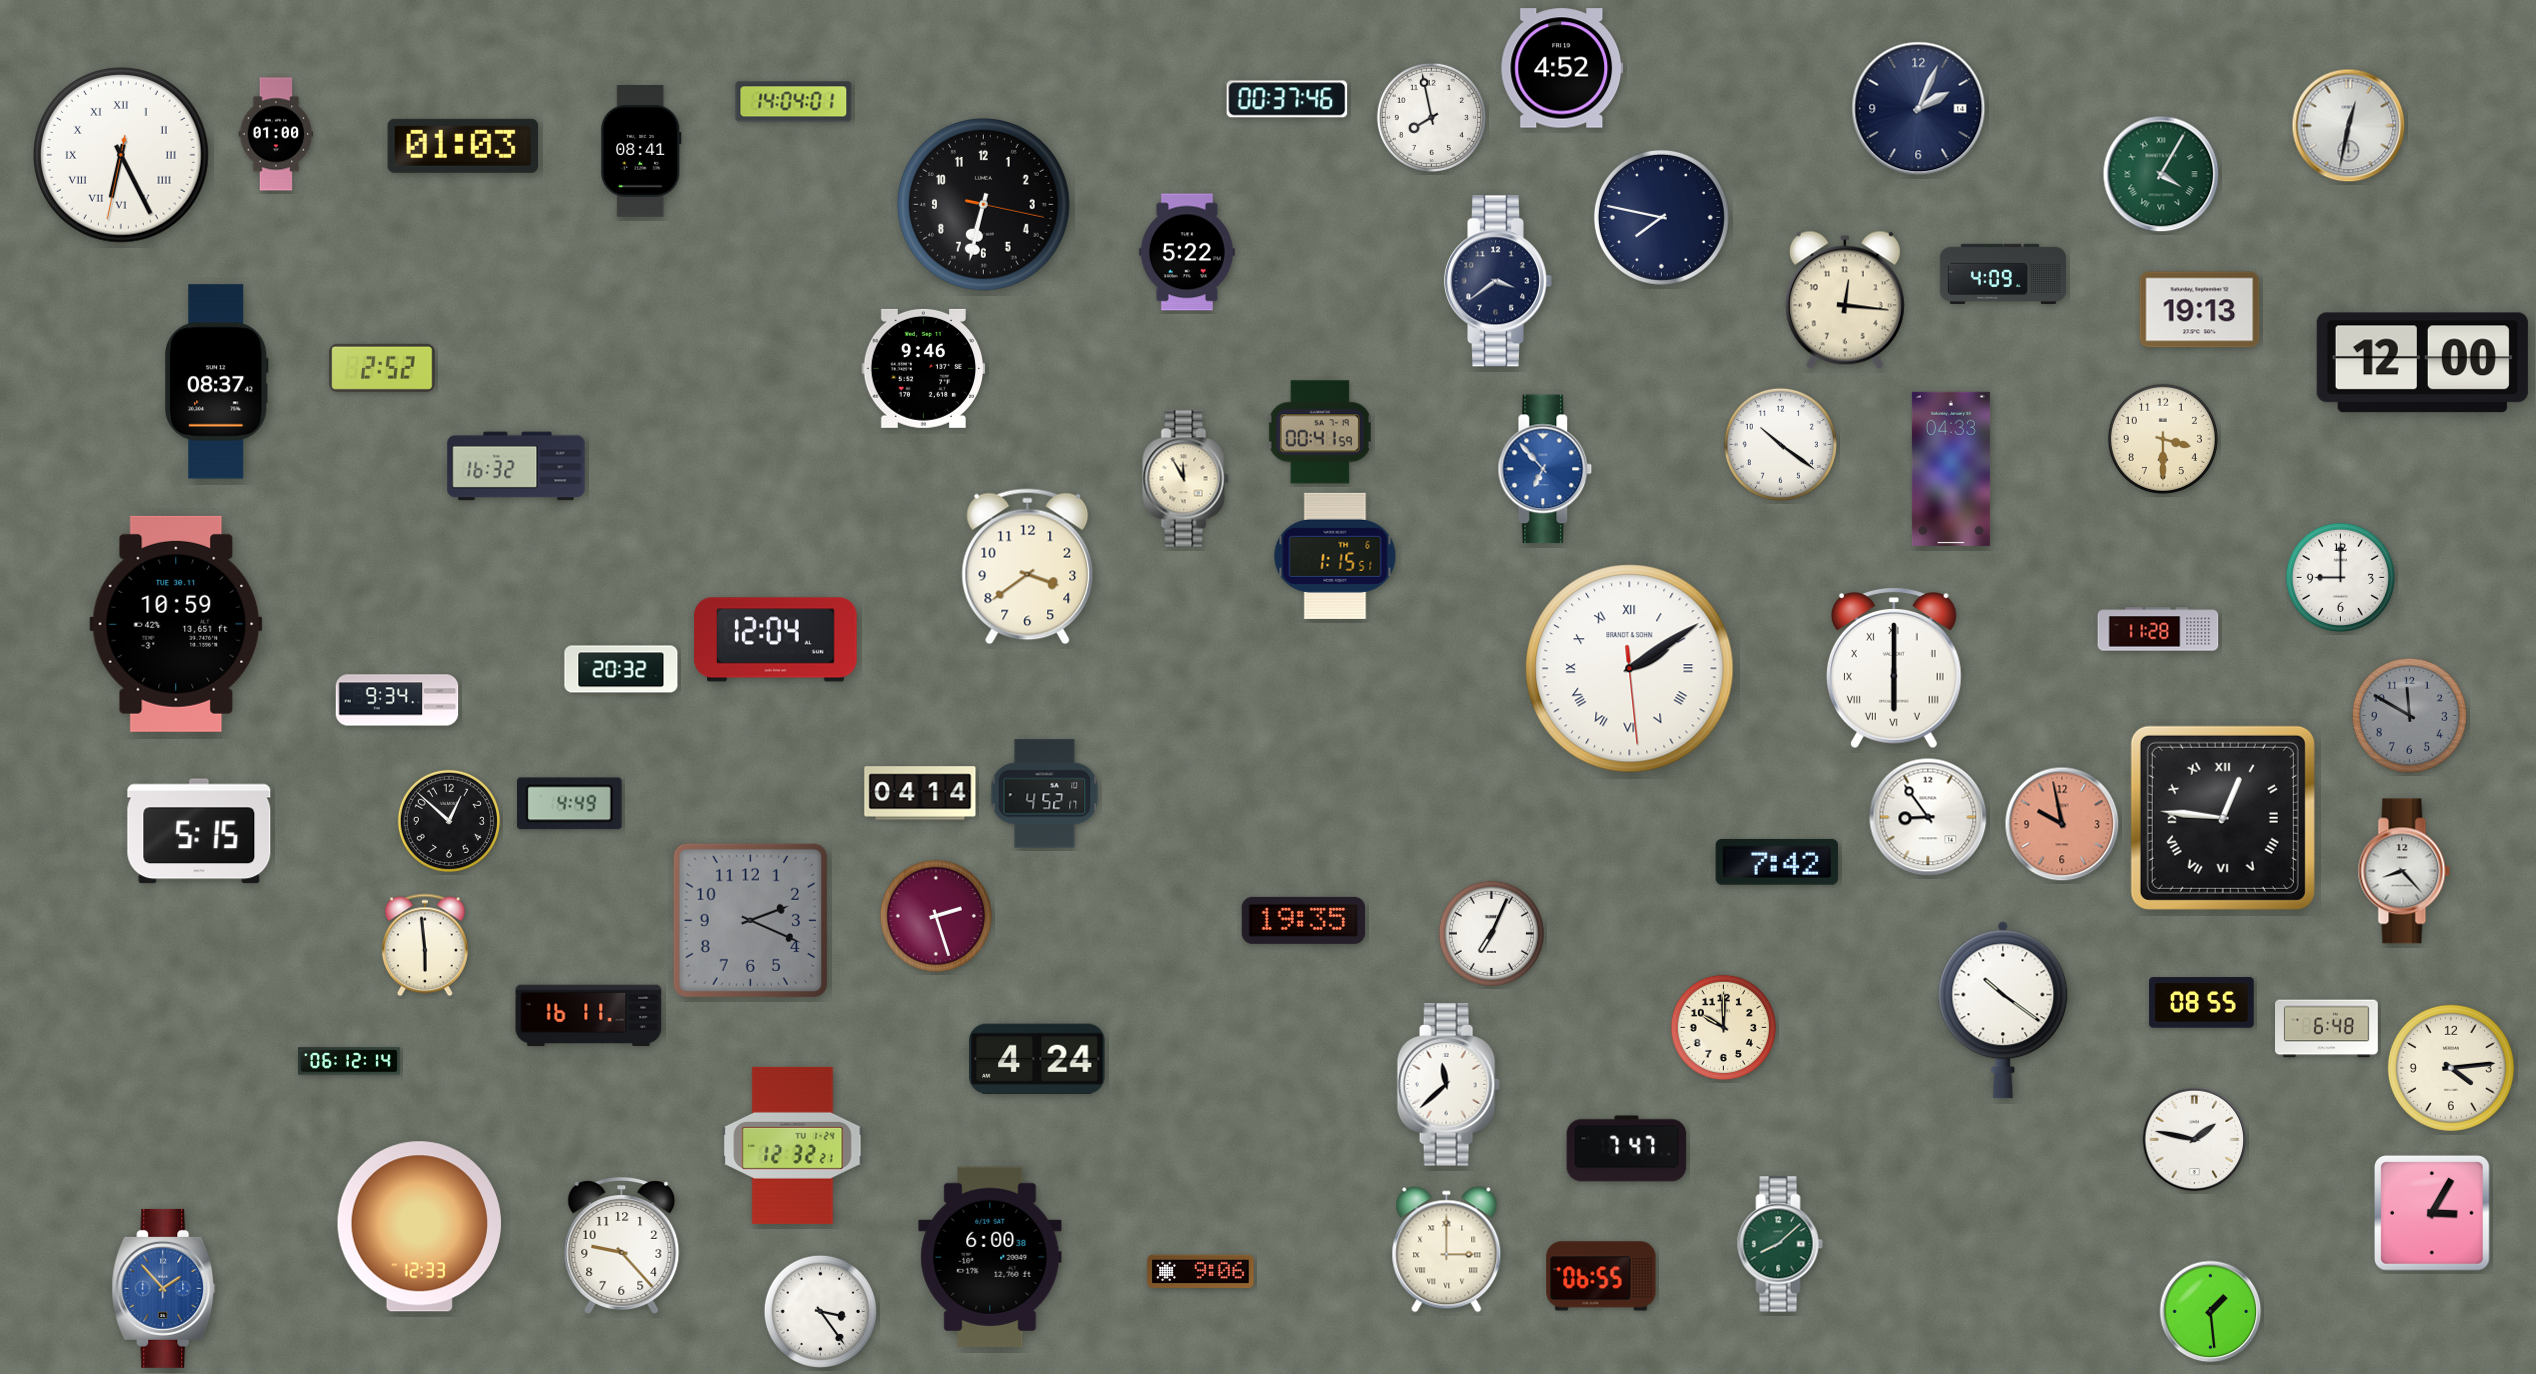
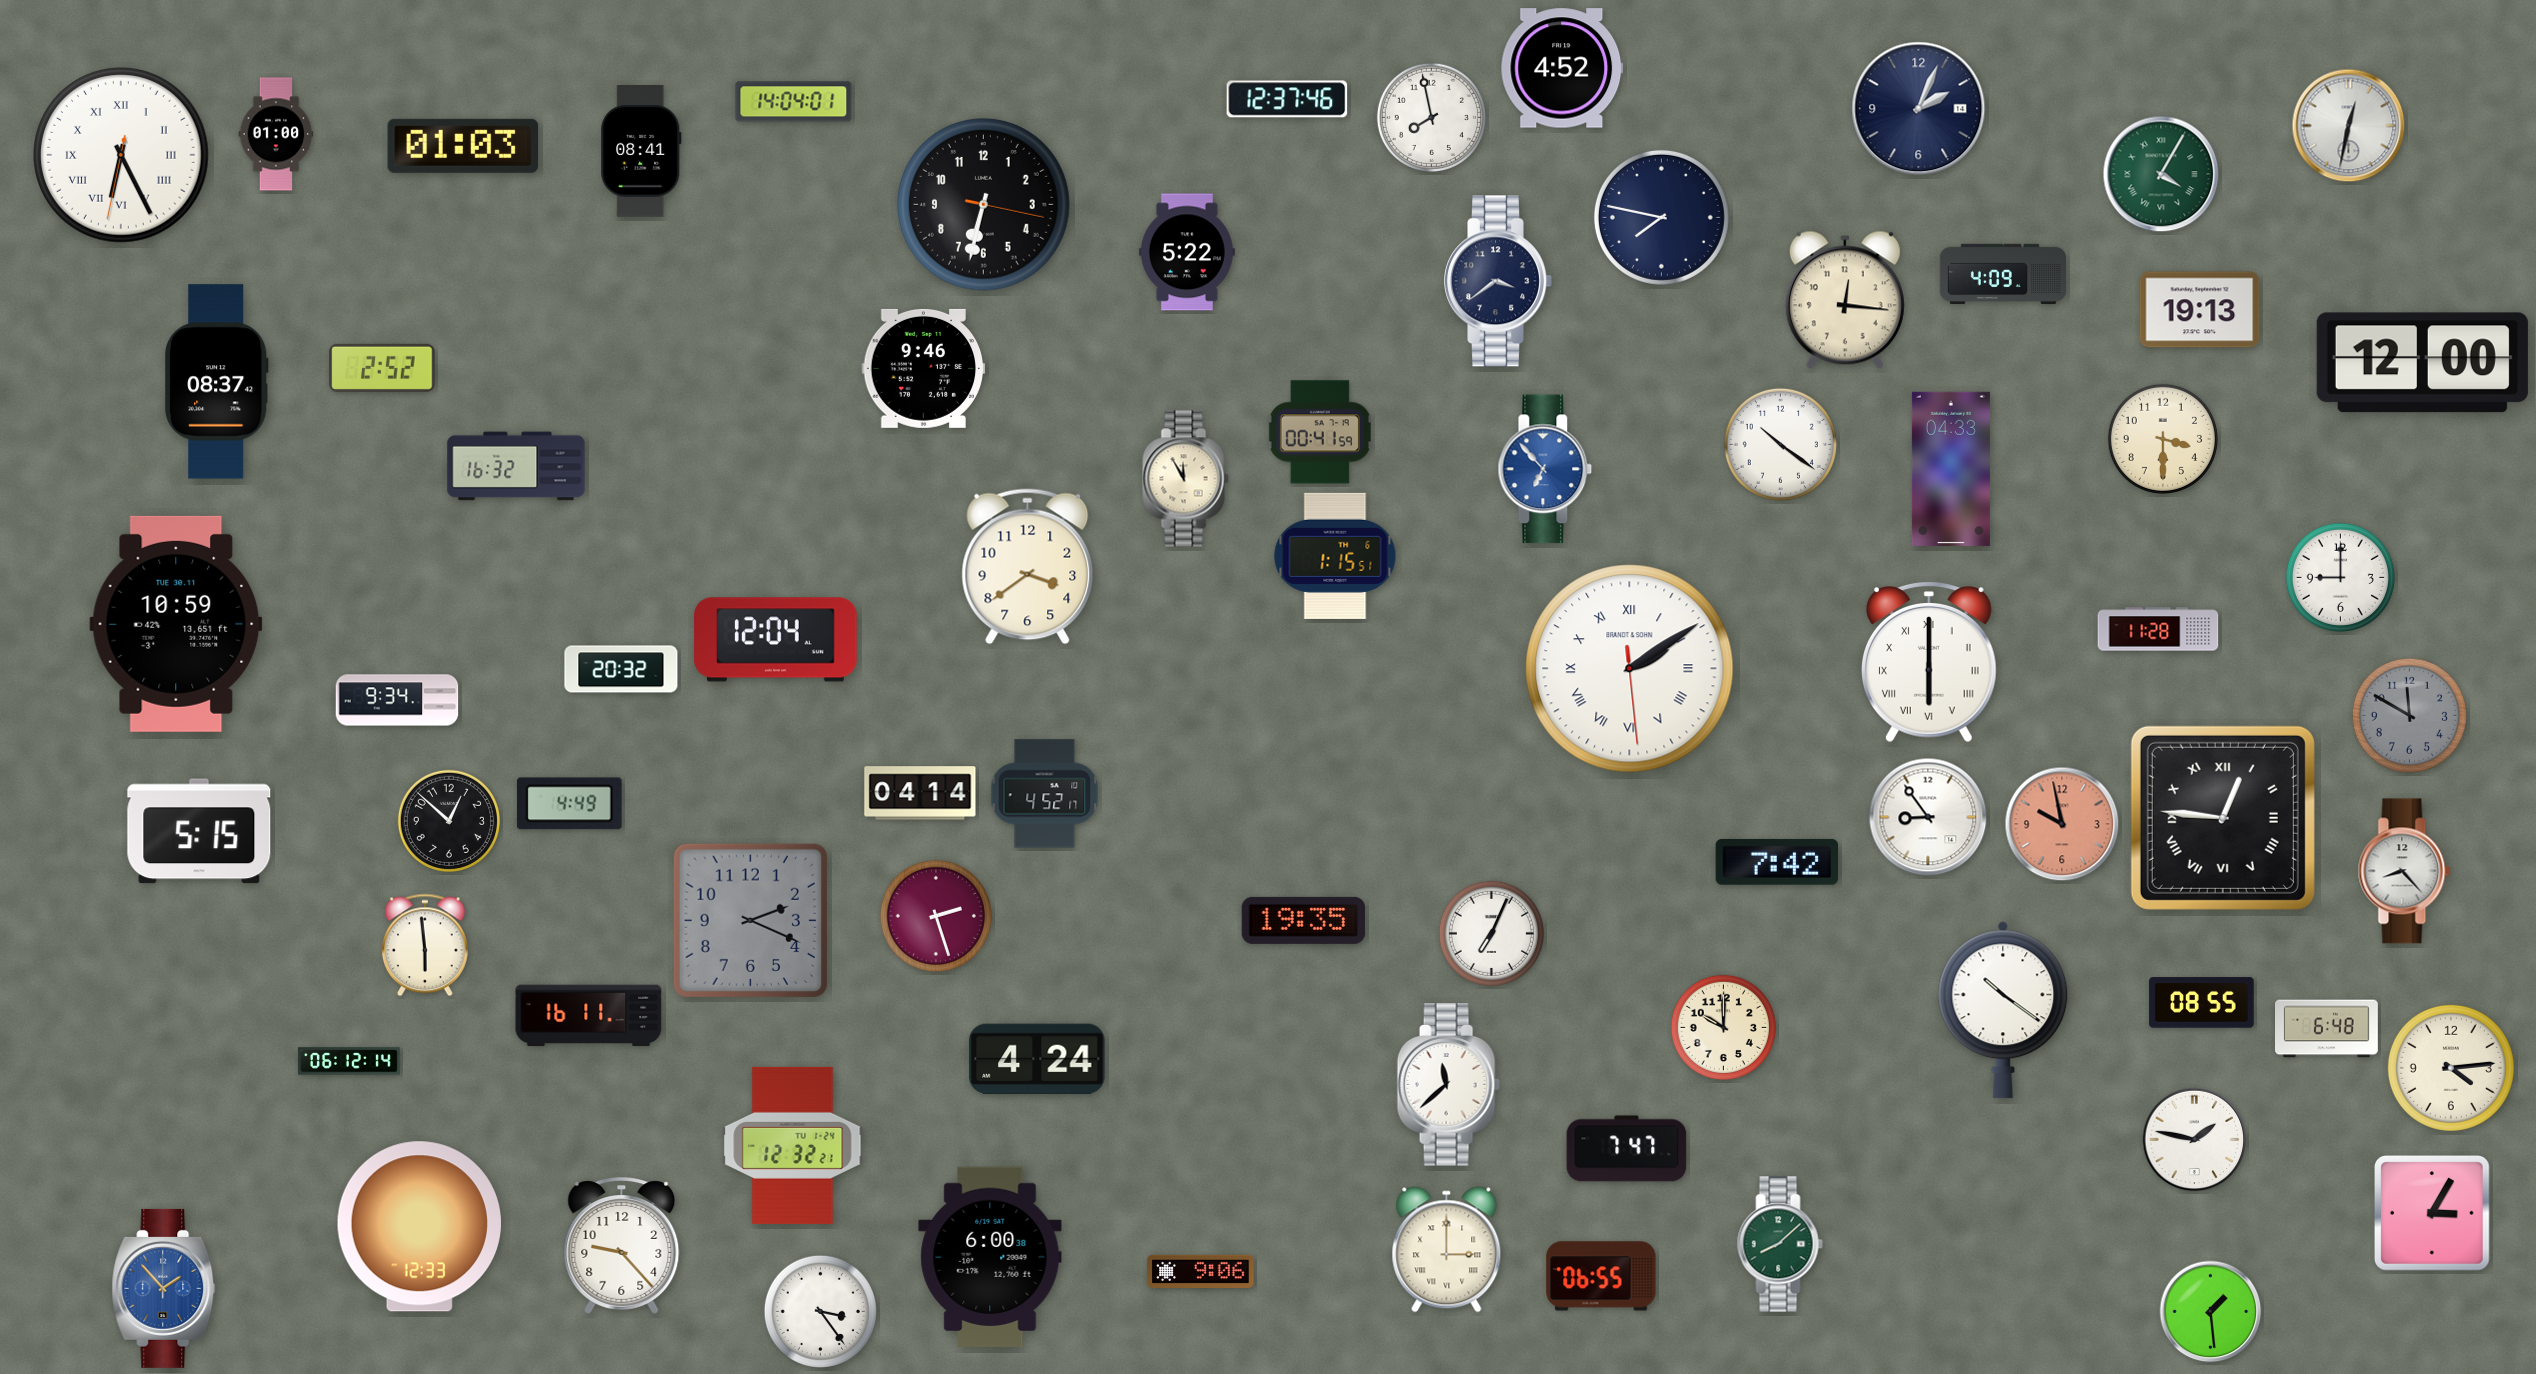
clock at (1287, 99): 00:37 -> 12:37
clock at (1894, 669) position: (1894, 669) -> (1929, 663)
